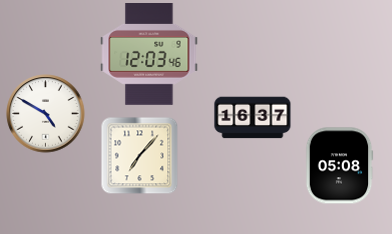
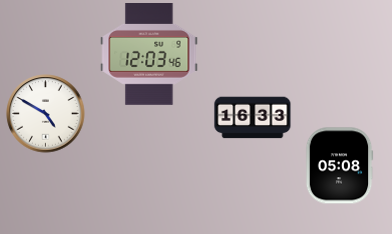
clock at (253, 118): 16:37 -> 16:33
clock at (139, 155): 7:07 -> none
